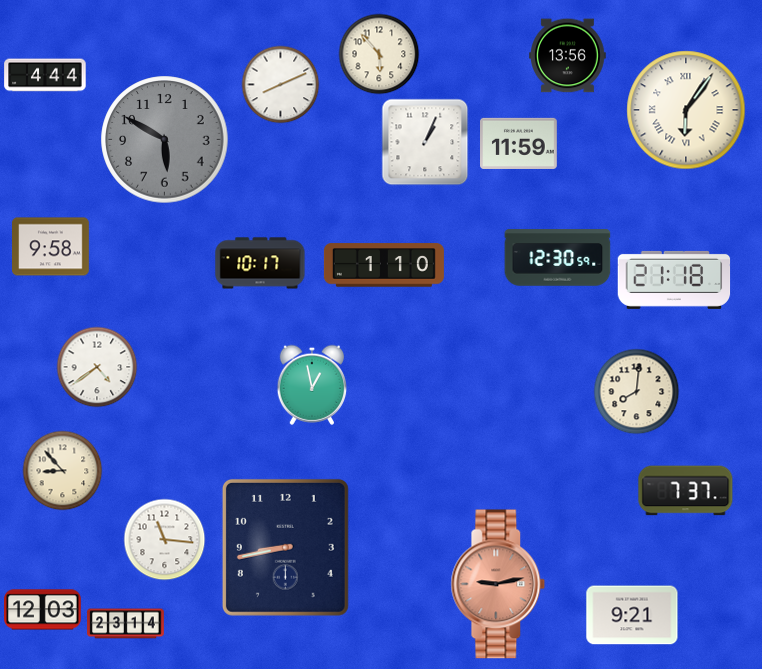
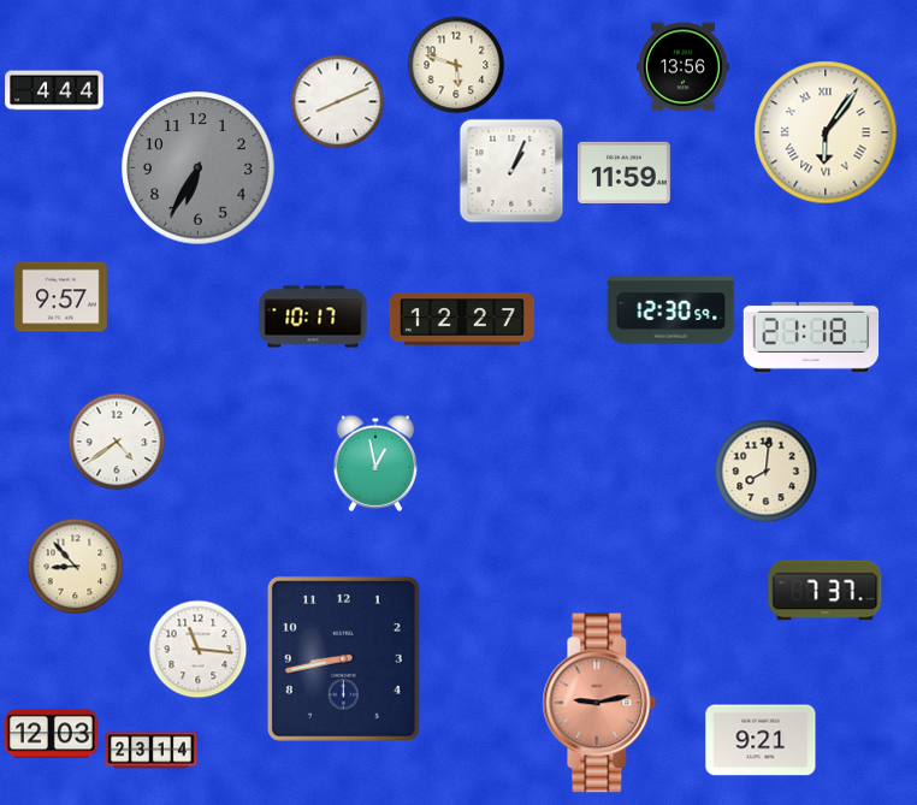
clock at (379, 54): 5:53 -> 5:48
clock at (165, 140): 5:50 -> 6:35
clock at (51, 247): 9:58 -> 9:57
clock at (384, 265): 1:10 -> 12:27
